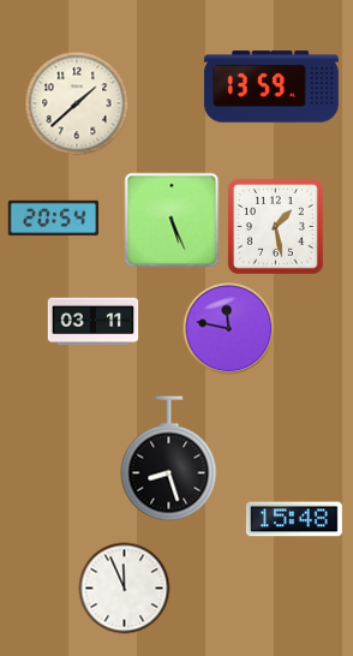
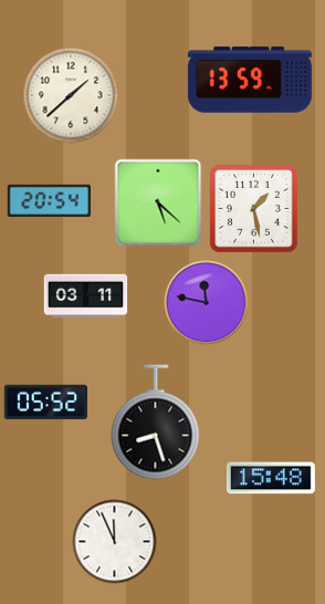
clock at (172, 220): 5:26 -> 5:22
clock at (229, 329) position: (229, 329) -> (207, 303)
clock at (46, 403): none -> 05:52
